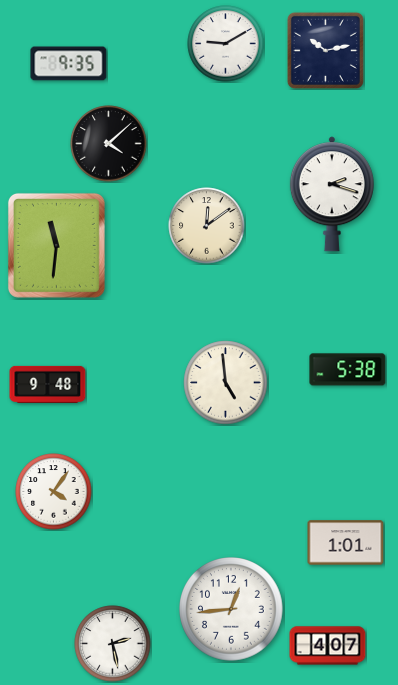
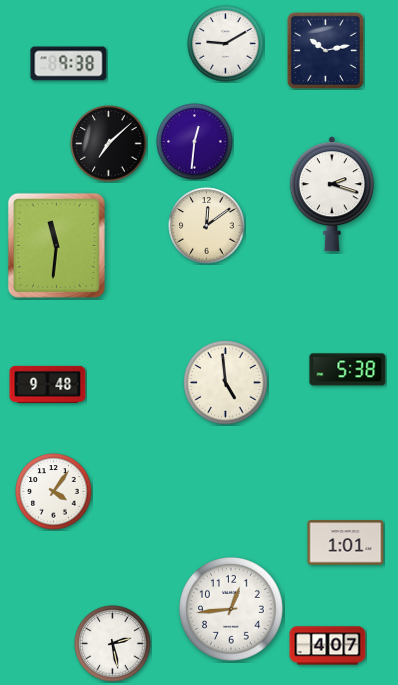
clock at (69, 64): 9:35 -> 9:38
clock at (195, 142): none -> 12:31
clock at (109, 144): 4:08 -> 7:08
